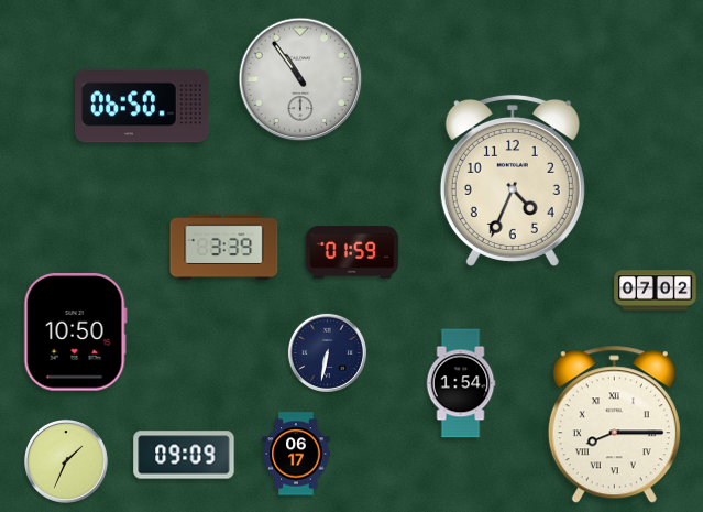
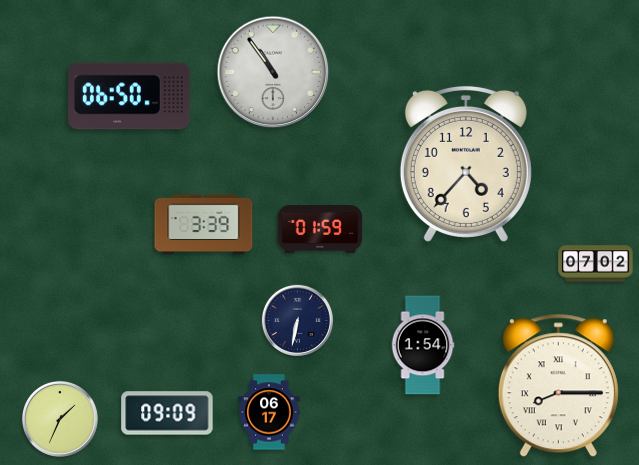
clock at (513, 181): 4:34 -> 4:37
clock at (75, 333): 10:50 -> none
clock at (461, 383) position: (461, 383) -> (423, 345)
